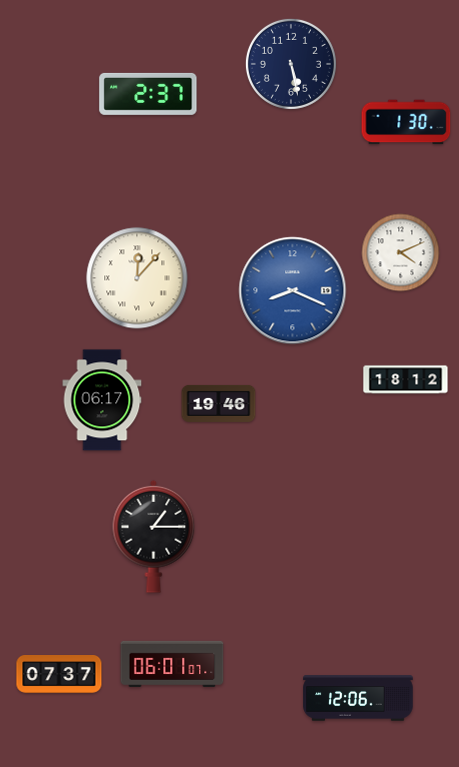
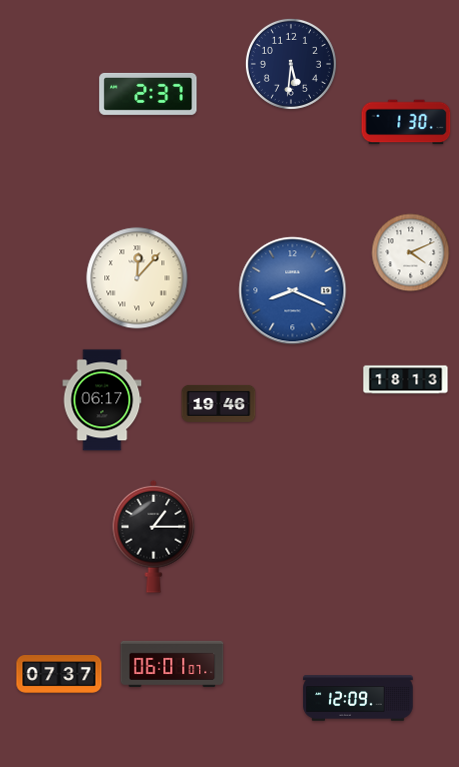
clock at (291, 64): 5:28 -> 5:31
clock at (401, 253) position: (401, 253) -> (411, 253)
clock at (406, 380): 18:12 -> 18:13
clock at (358, 698): 12:06 -> 12:09
